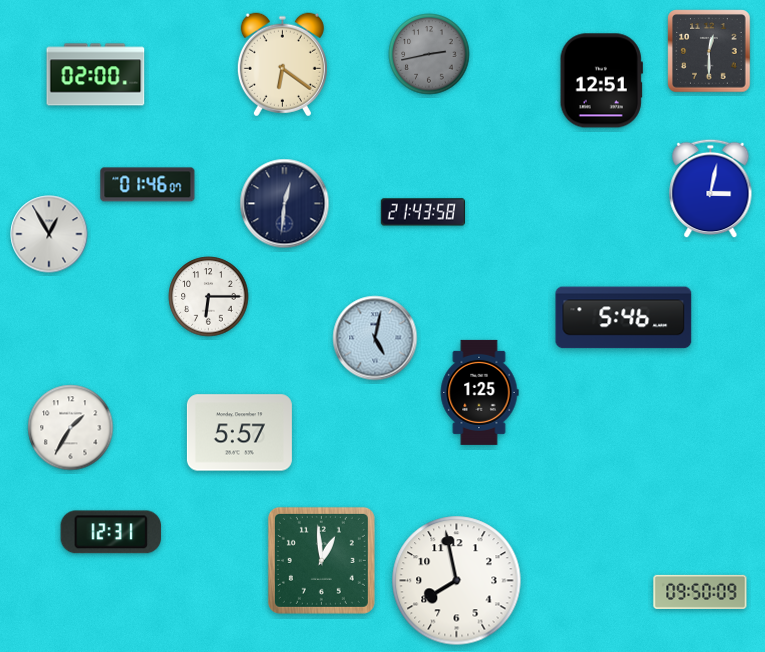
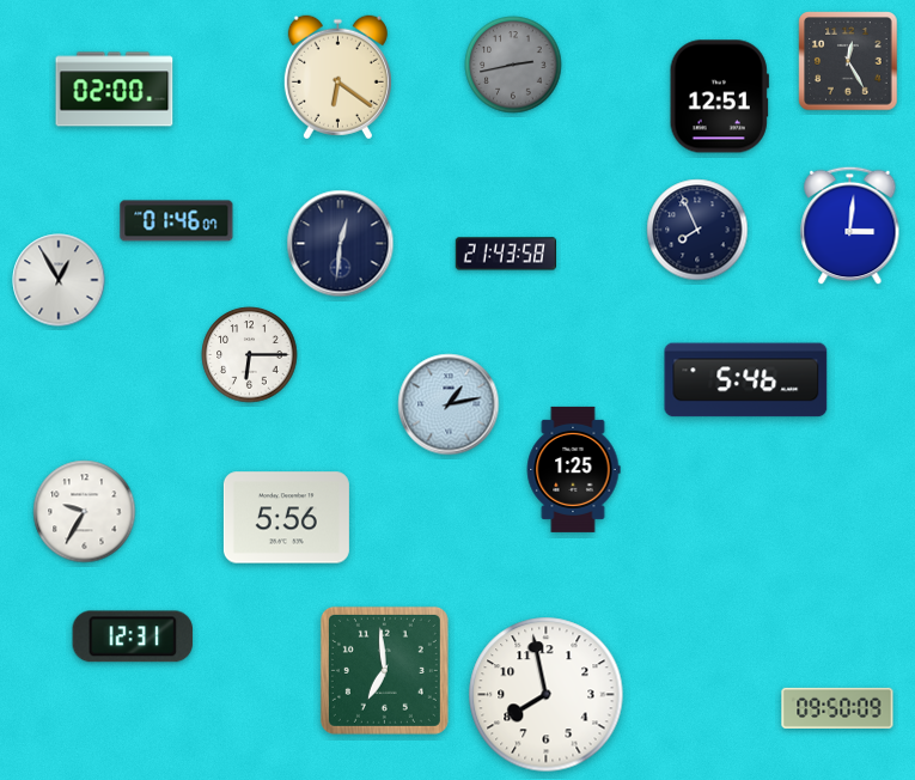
clock at (709, 51): 12:30 -> 12:25
clock at (711, 189): 3:02 -> 3:01
clock at (697, 230): none -> 7:56
clock at (375, 338): 5:02 -> 1:13
clock at (71, 428): 1:35 -> 9:35
clock at (239, 433): 5:57 -> 5:56
clock at (321, 560): 12:59 -> 6:59
